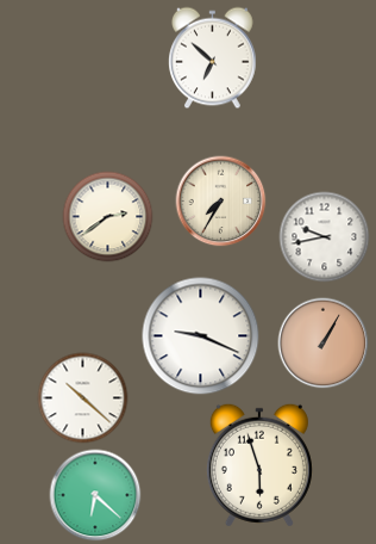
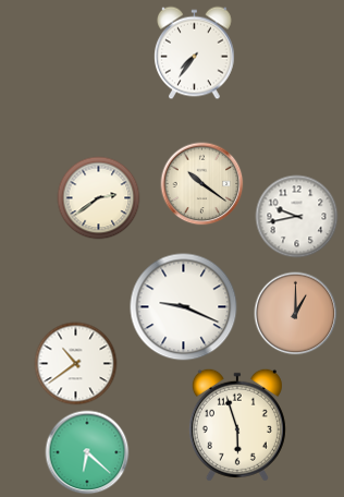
clock at (213, 58): 6:52 -> 7:36
clock at (221, 202): 7:35 -> 10:21
clock at (324, 344): 1:05 -> 1:00
clock at (83, 398): 10:22 -> 10:39
